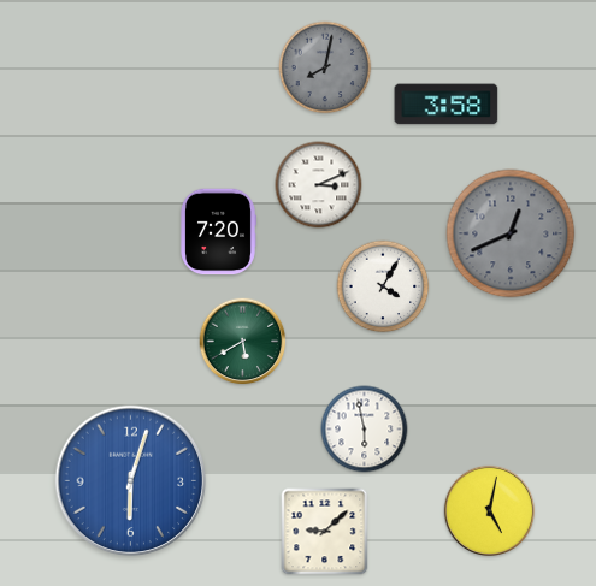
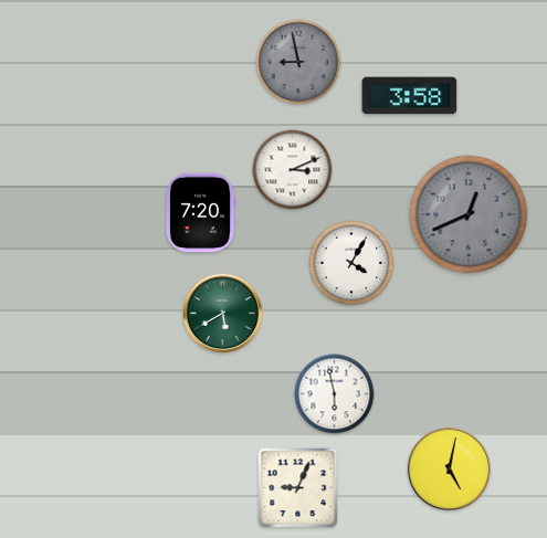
clock at (325, 67): 8:02 -> 8:58
clock at (131, 481): 6:03 -> none
clock at (325, 532): 9:08 -> 9:04
